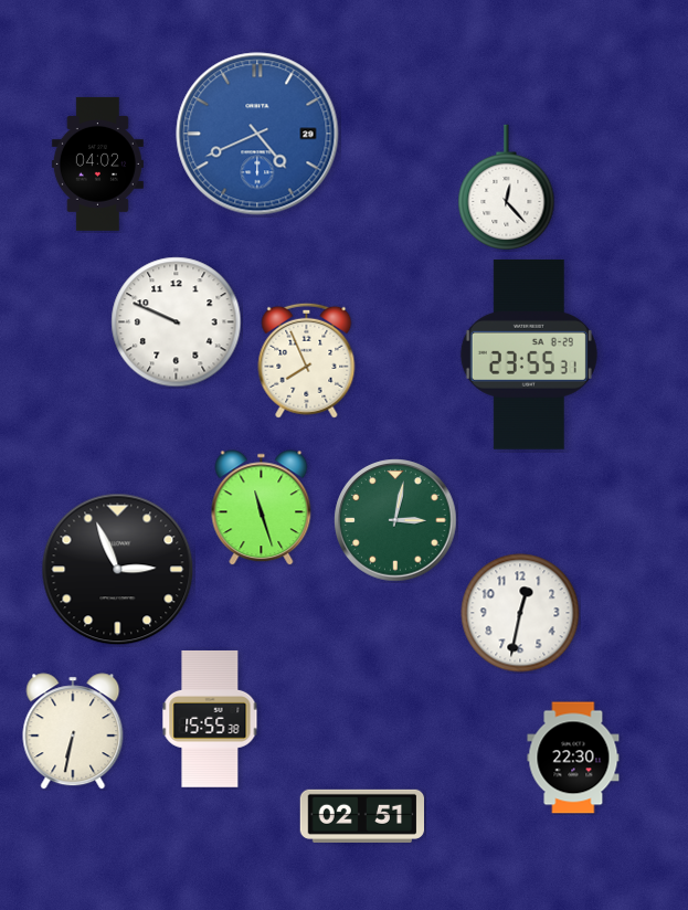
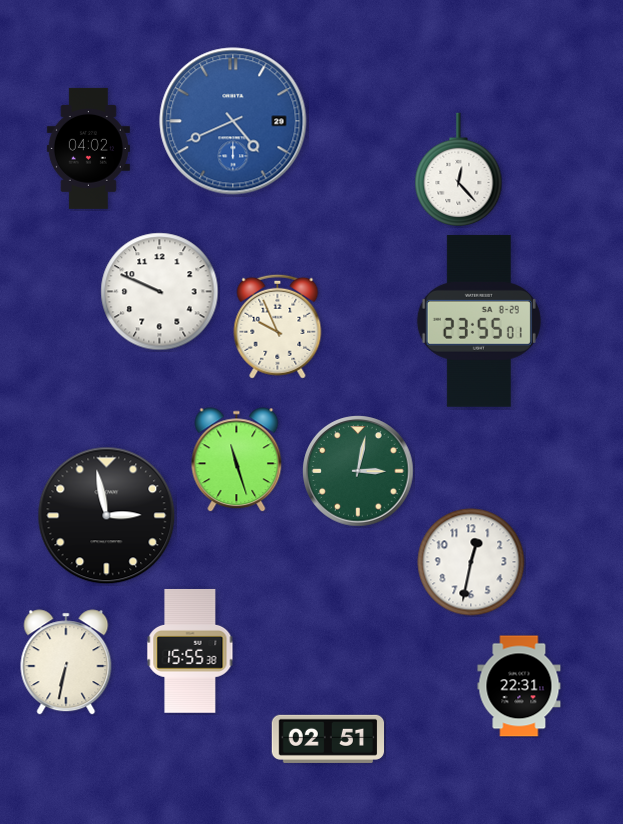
clock at (529, 355): 23:55:31 -> 23:55:01
clock at (307, 360): 7:56 -> 9:56
clock at (118, 570): 2:56 -> 2:58
clock at (520, 613) position: (520, 613) -> (471, 562)
clock at (573, 758): 22:30 -> 22:31
